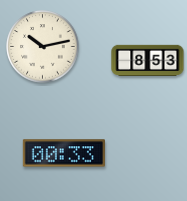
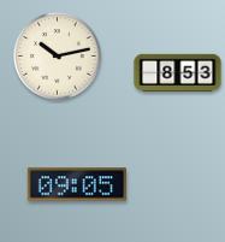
clock at (43, 47) position: (43, 47) -> (58, 57)
clock at (64, 153): 00:33 -> 09:05
